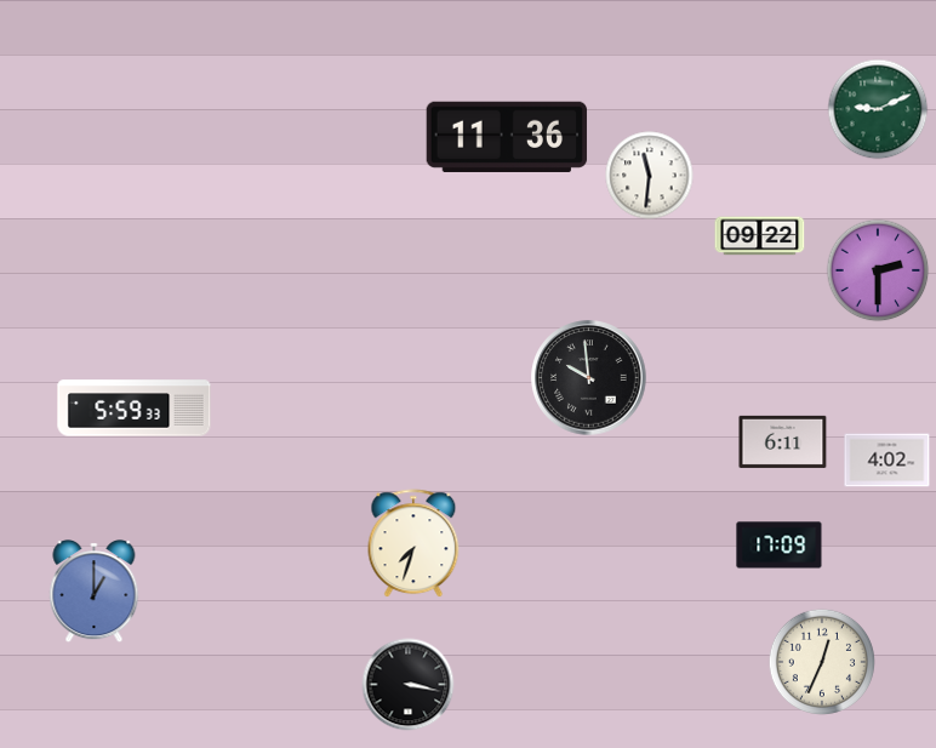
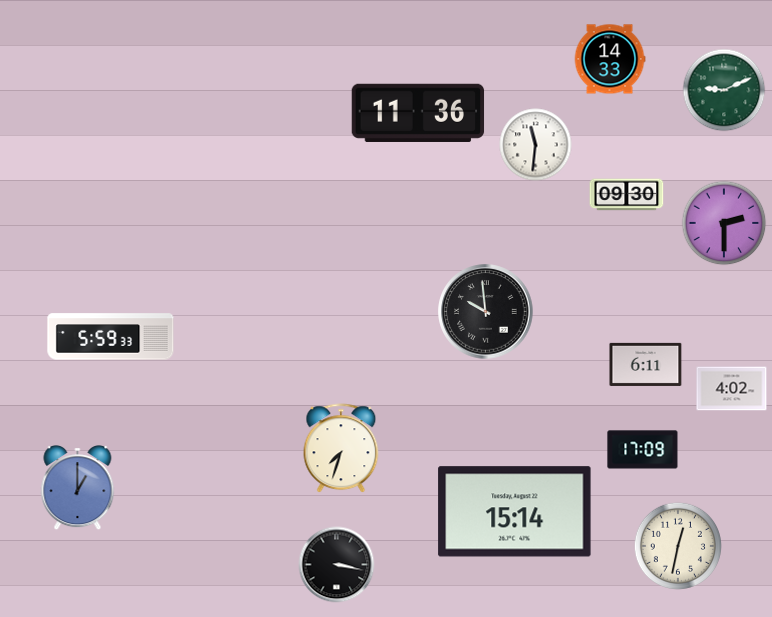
clock at (610, 59): none -> 14:33
clock at (760, 236): 09:22 -> 09:30
clock at (888, 461) position: (888, 461) -> (732, 389)
clock at (515, 512): none -> 15:14
clock at (822, 662): 12:34 -> 12:32
